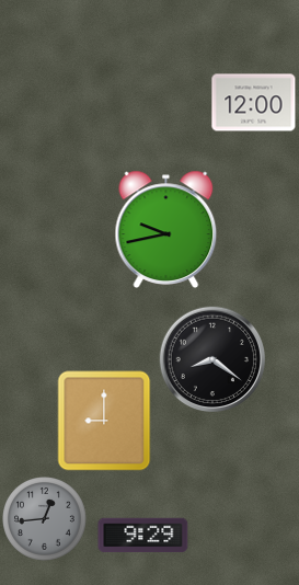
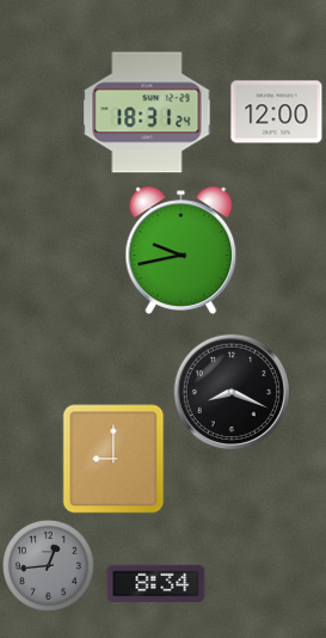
clock at (147, 112): none -> 18:31
clock at (211, 358): 8:21 -> 8:19
clock at (143, 536): 9:29 -> 8:34
